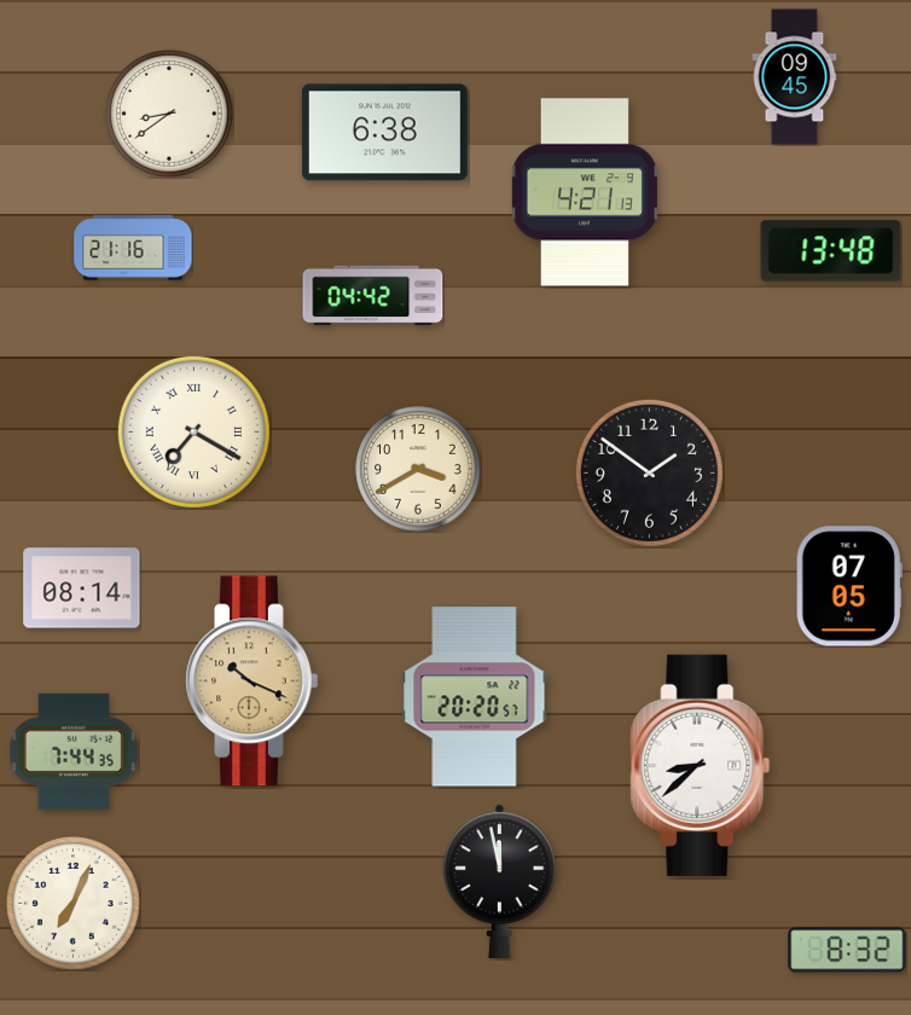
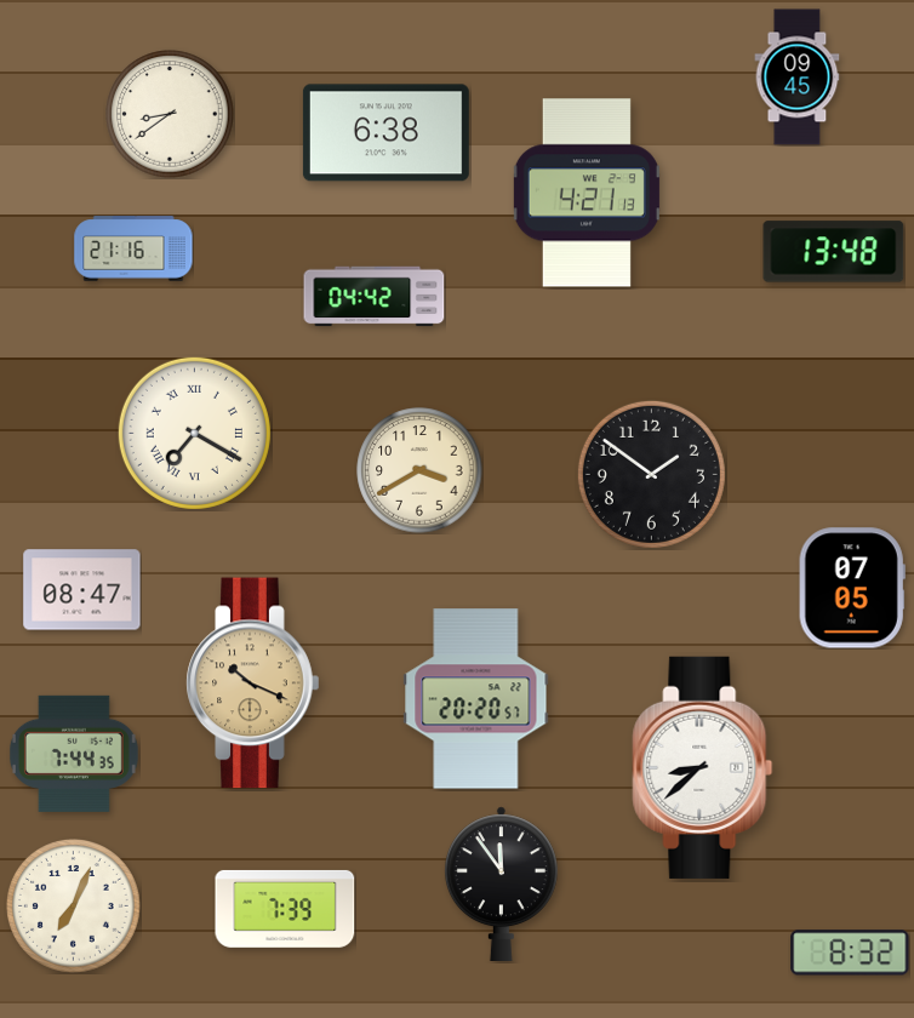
clock at (82, 588): 08:14 -> 08:47
clock at (499, 881): 11:58 -> 11:54
clock at (285, 909): none -> 7:39
